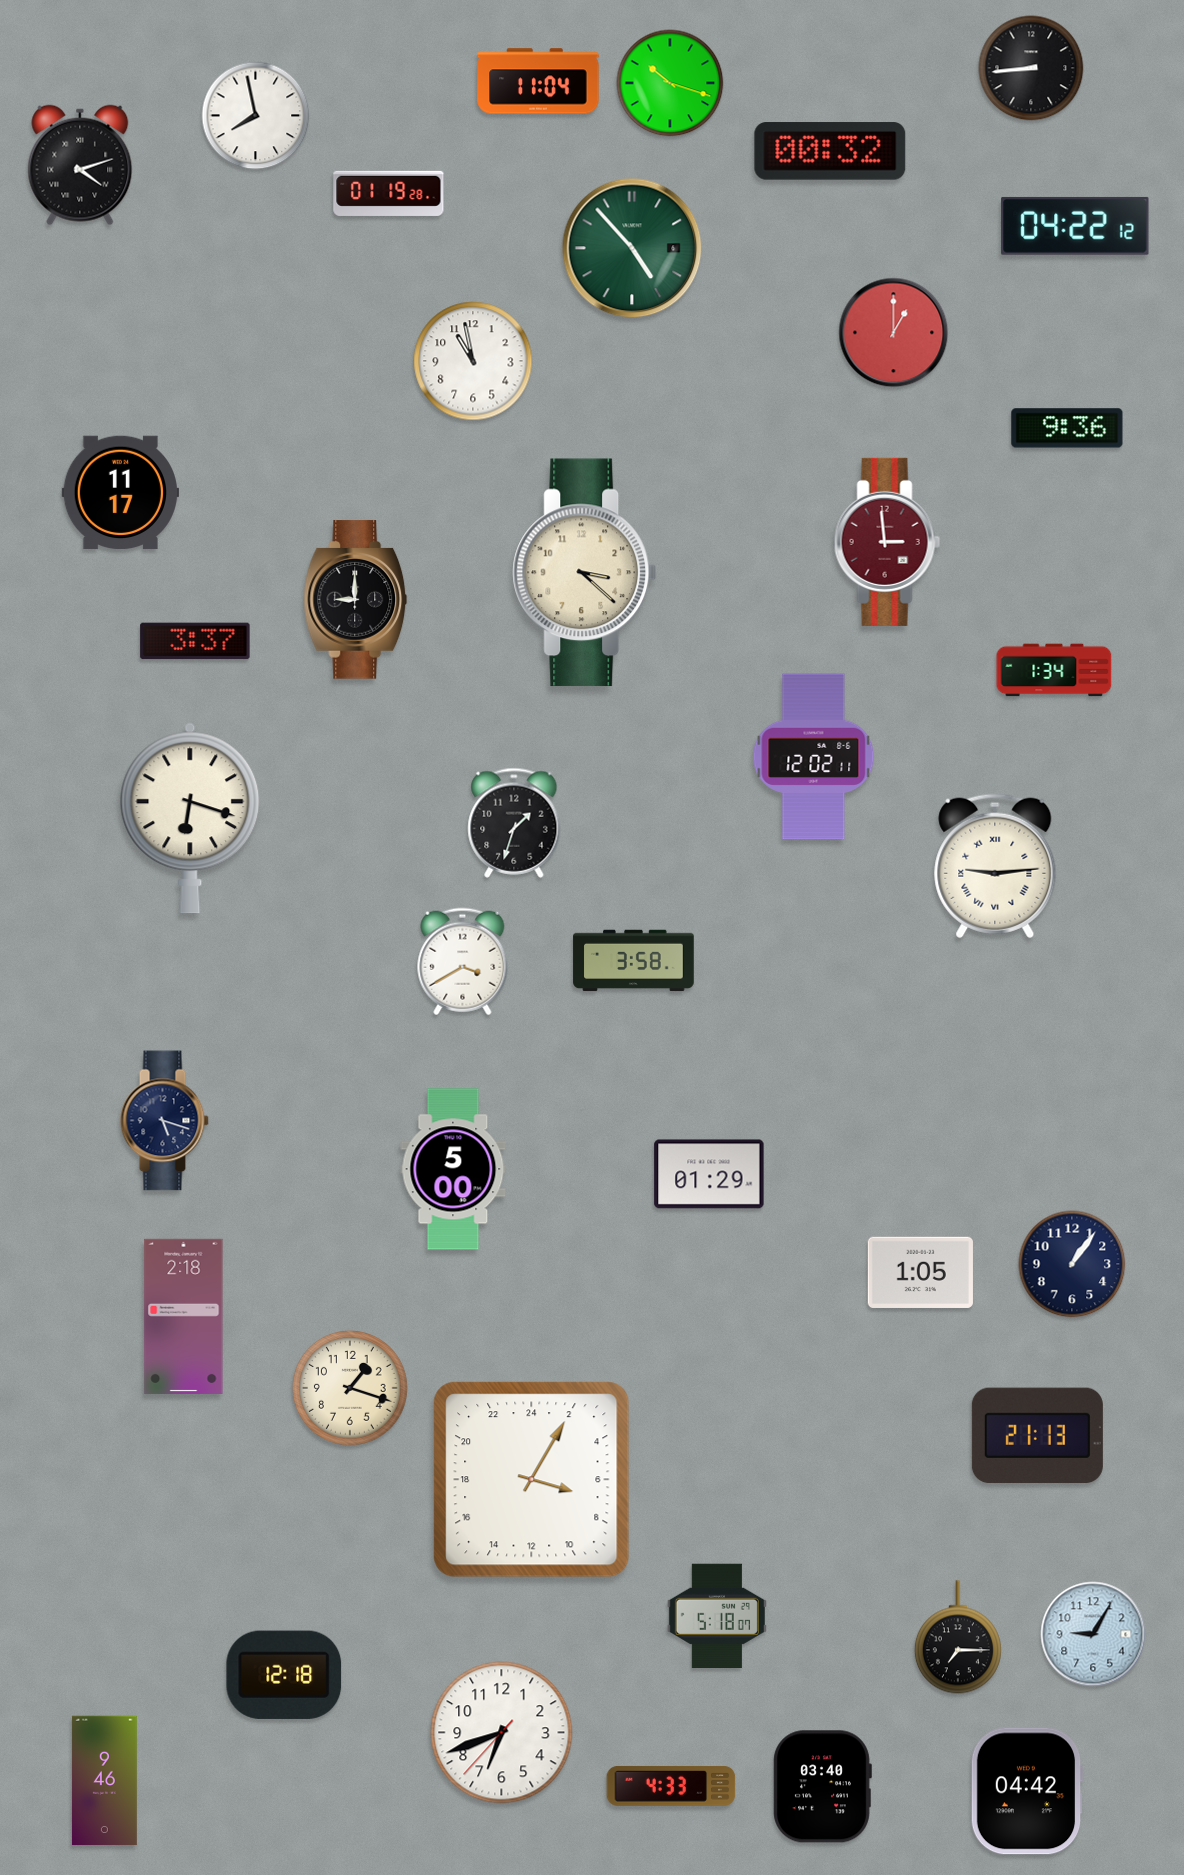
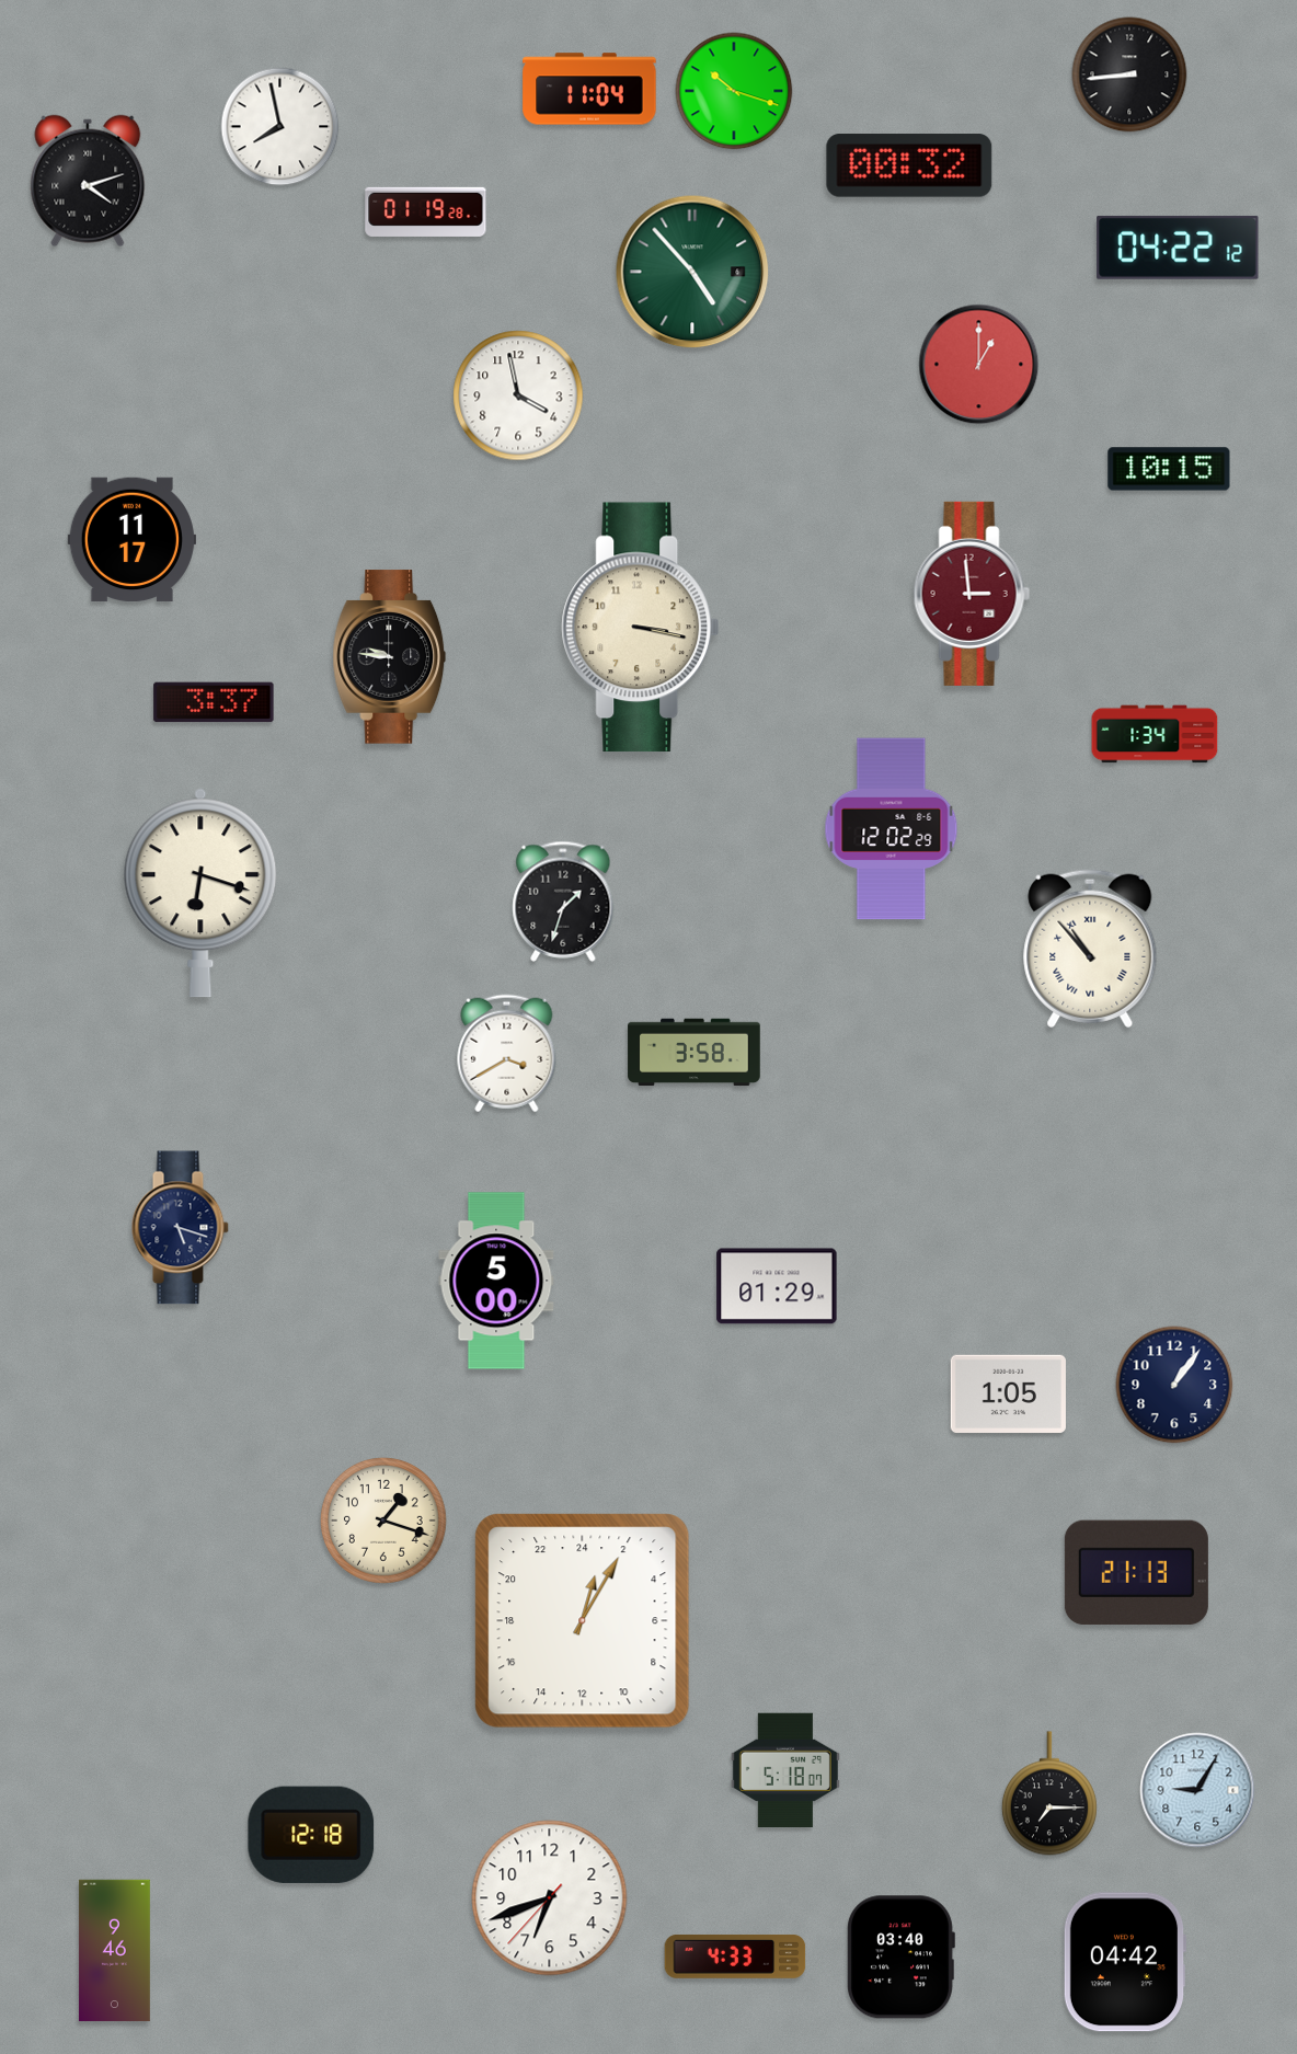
clock at (473, 361): 10:58 -> 3:58
clock at (1067, 428): 9:36 -> 10:15
clock at (584, 573): 3:22 -> 3:17
clock at (356, 600): 9:00 -> 9:46
clock at (814, 757): 12:02:11 -> 12:02:29
clock at (190, 818) position: (190, 818) -> (200, 893)
clock at (995, 866): 9:14 -> 10:53
clock at (184, 1316): 2:18 -> none
clock at (532, 1480): 7:05 -> 1:05
